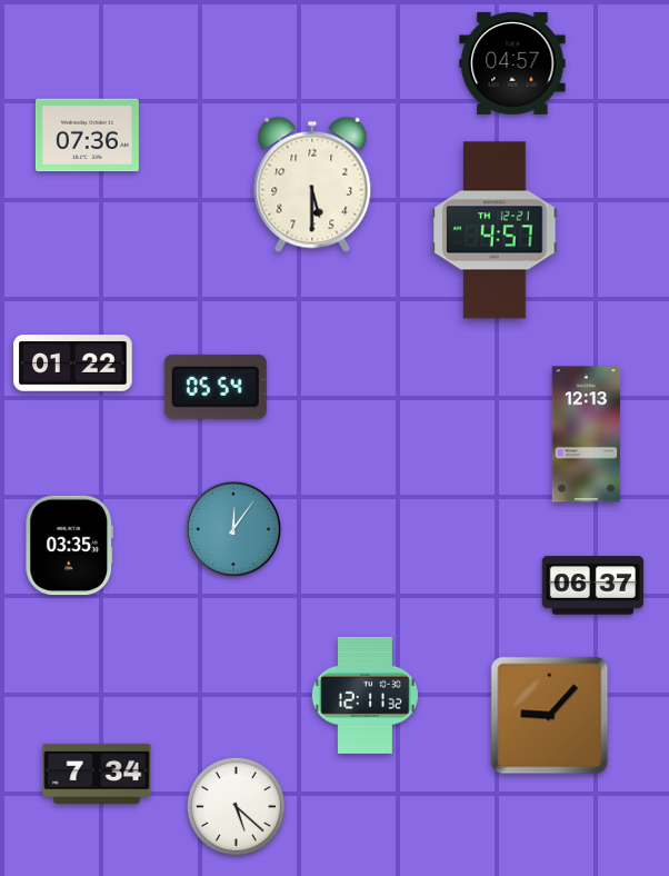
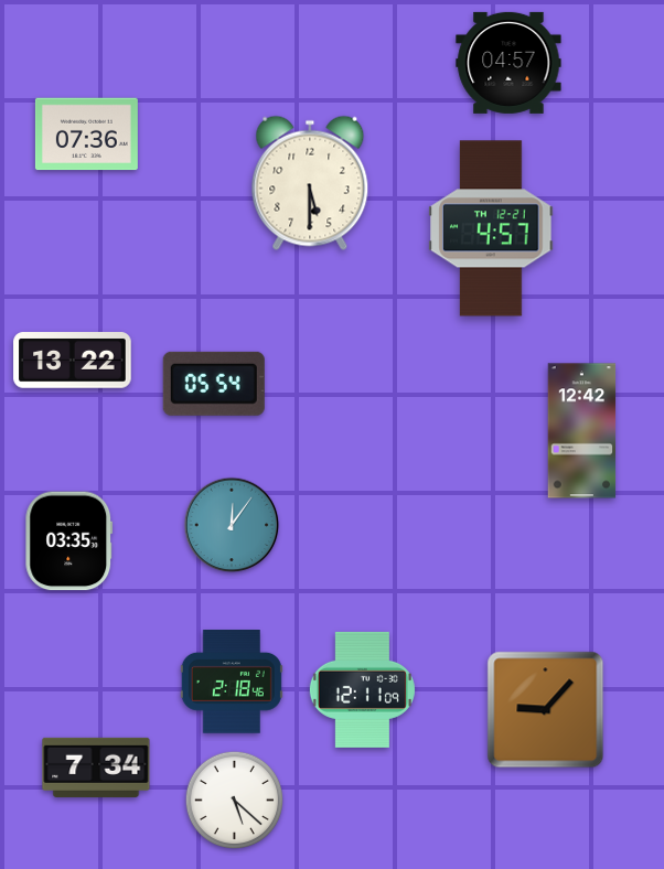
clock at (73, 364): 01:22 -> 13:22
clock at (587, 435): 12:13 -> 12:42
clock at (592, 586): 06:37 -> none
clock at (232, 683): none -> 2:18
clock at (365, 695): 12:11:32 -> 12:11:09
